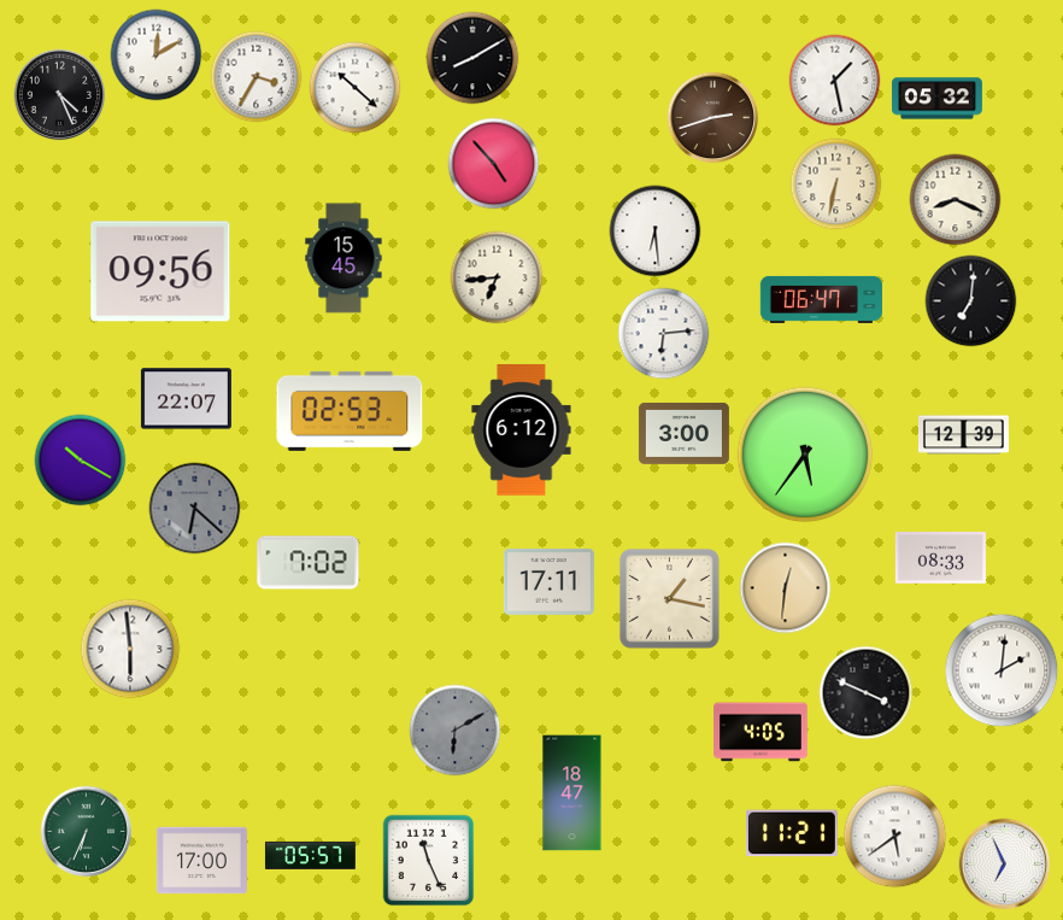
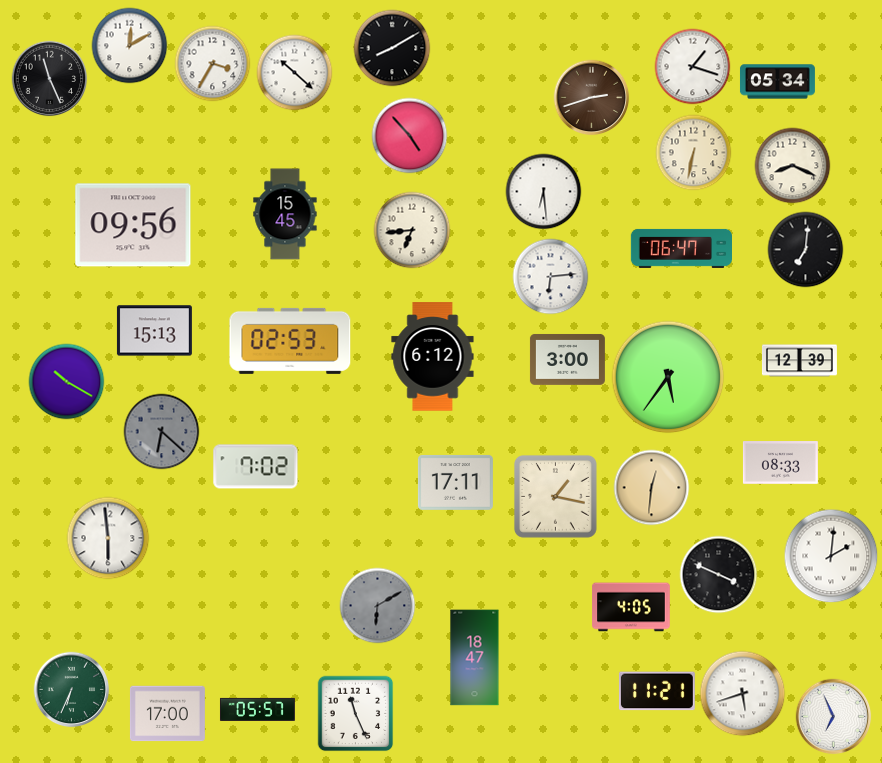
clock at (835, 81): 1:28 -> 1:18
clock at (60, 95): 4:26 -> 11:26
clock at (936, 99): 05:32 -> 05:34
clock at (186, 399): 22:07 -> 15:13
clock at (195, 509) position: (195, 509) -> (162, 432)
clock at (895, 837): 5:39 -> 5:42
